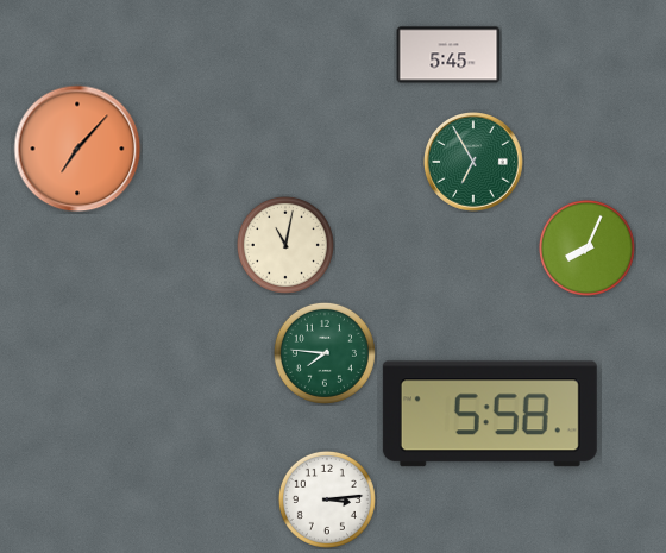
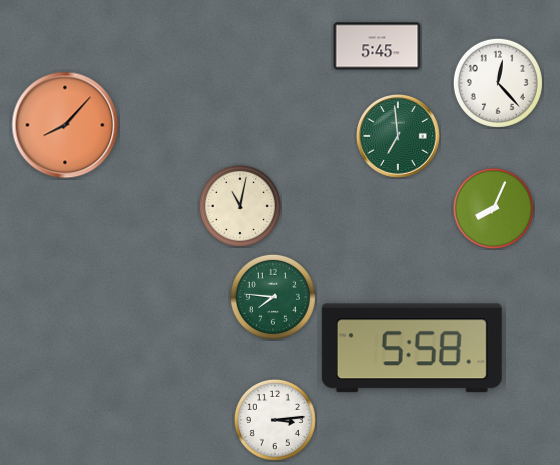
clock at (498, 83): none -> 12:23
clock at (77, 149): 7:07 -> 8:07
clock at (475, 163): 6:55 -> 6:59
